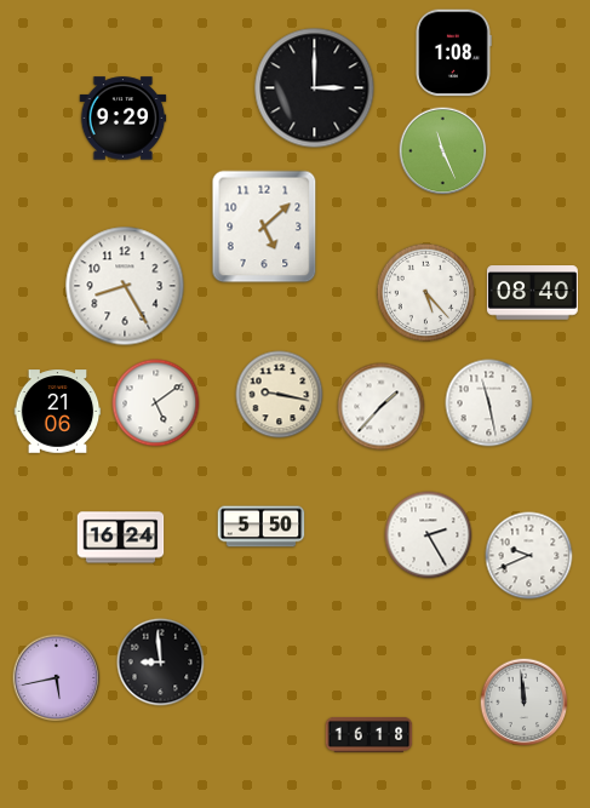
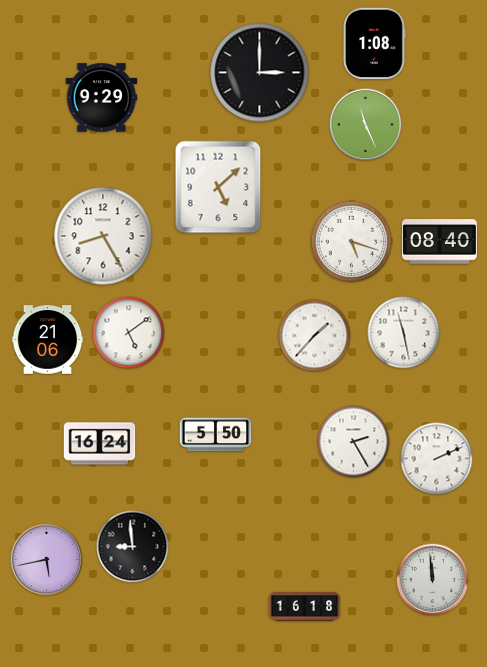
clock at (426, 293): 5:23 -> 5:18
clock at (280, 395): 9:17 -> none
clock at (529, 556): 9:41 -> 2:11
